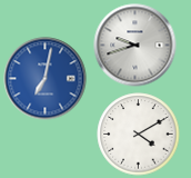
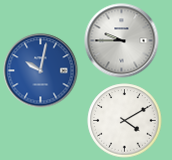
clock at (135, 46): 9:42 -> 9:45
clock at (46, 79): 7:02 -> 10:02
